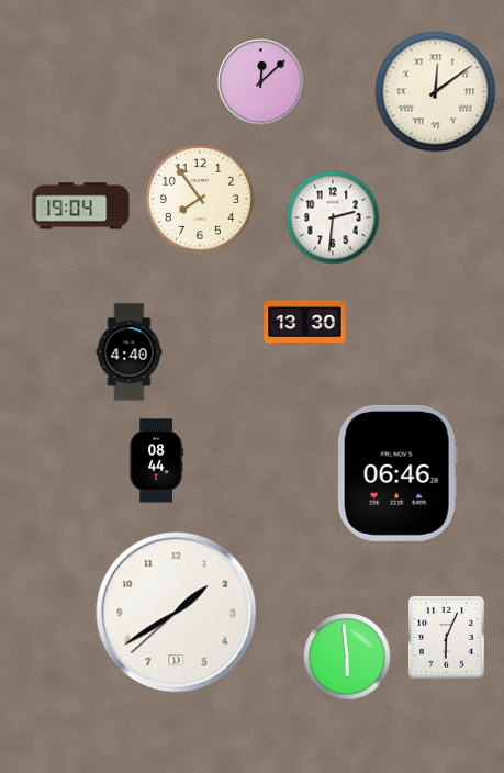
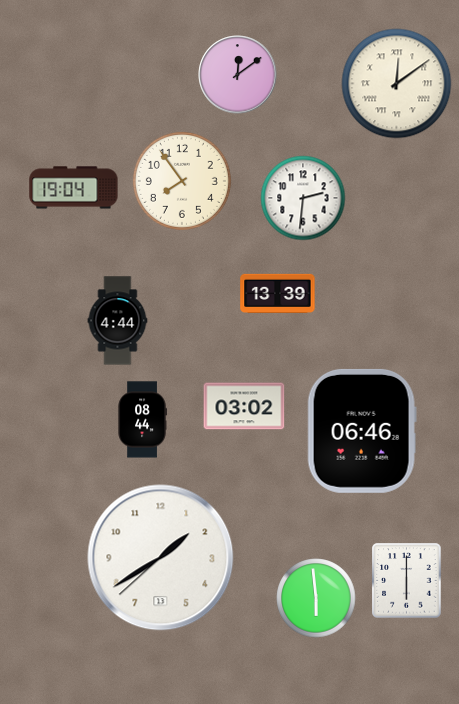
clock at (261, 82): 12:08 -> 12:09
clock at (305, 322): 13:30 -> 13:39
clock at (130, 352): 4:40 -> 4:44
clock at (244, 406): none -> 03:02
clock at (447, 638): 6:04 -> 6:00
